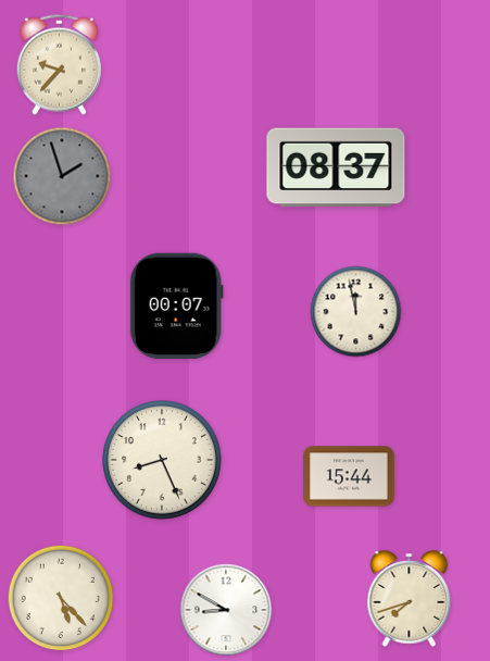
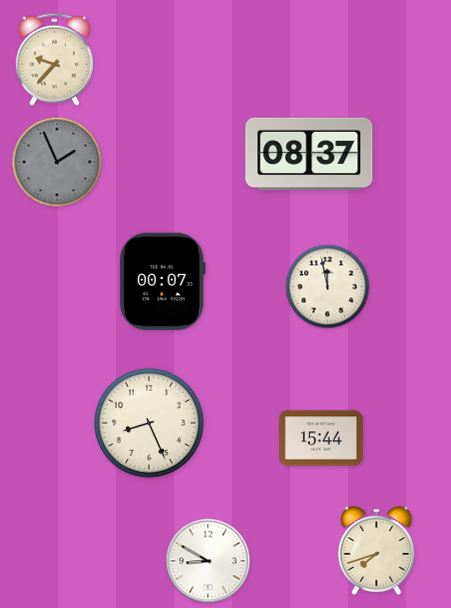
clock at (62, 176): 1:57 -> 1:56
clock at (61, 598): 5:23 -> none
